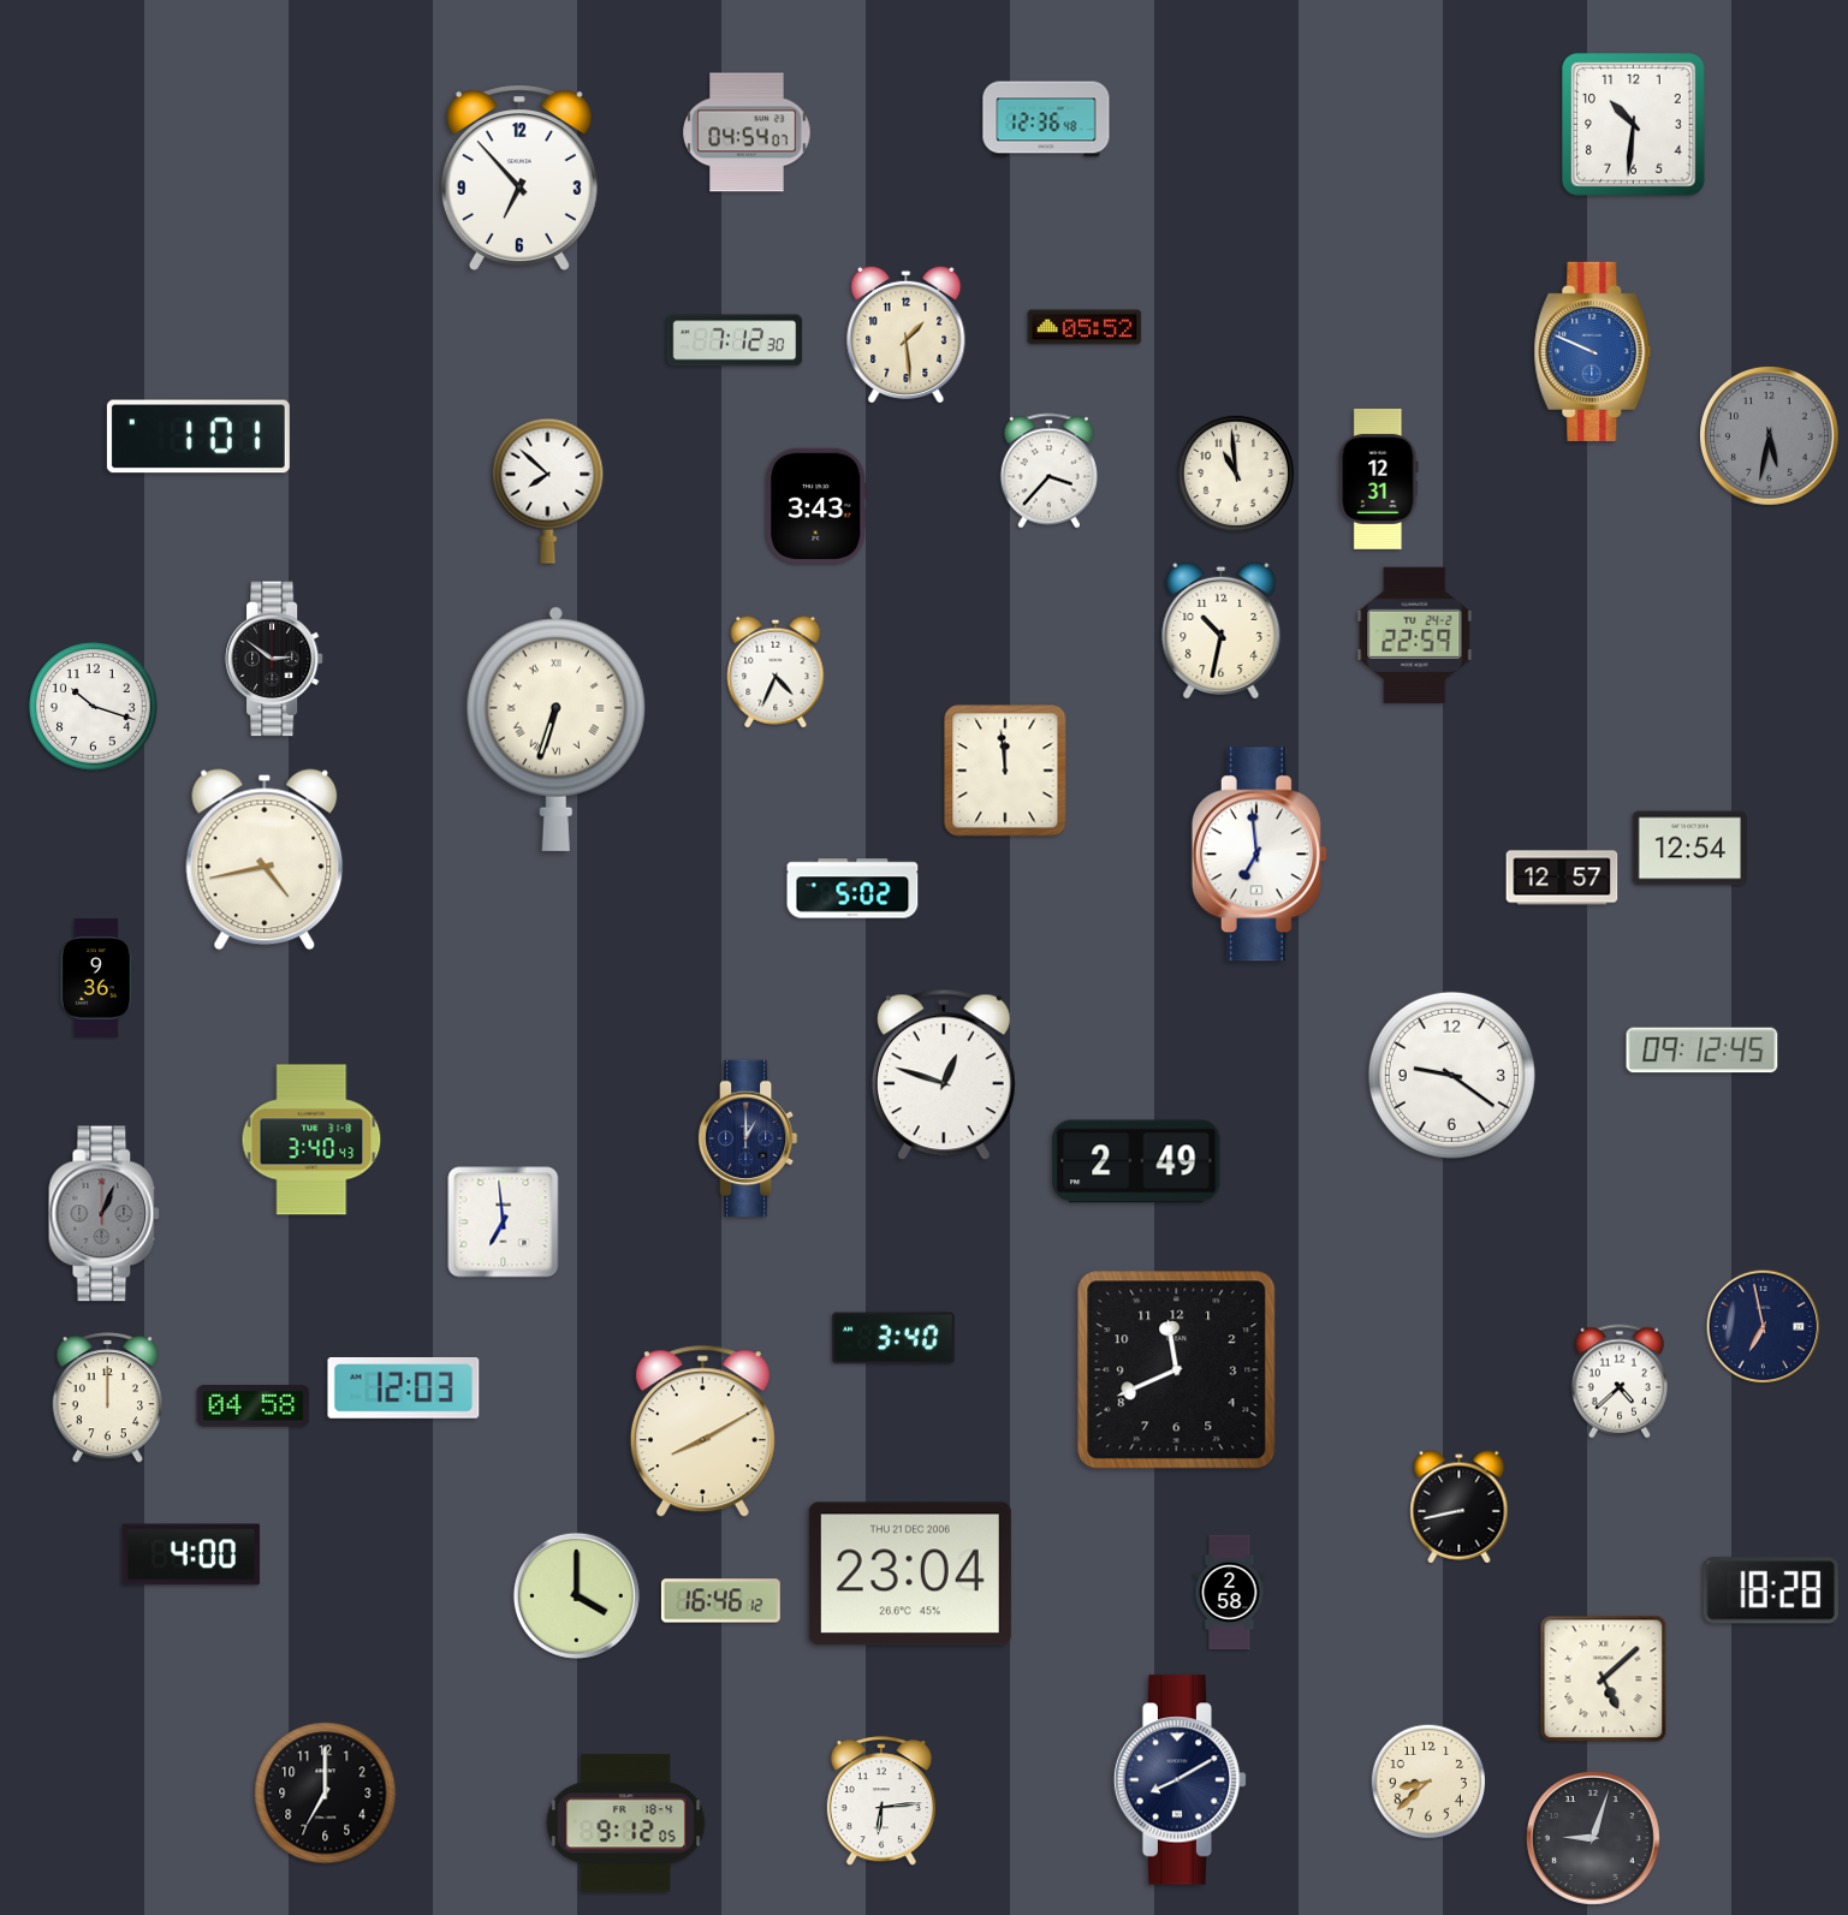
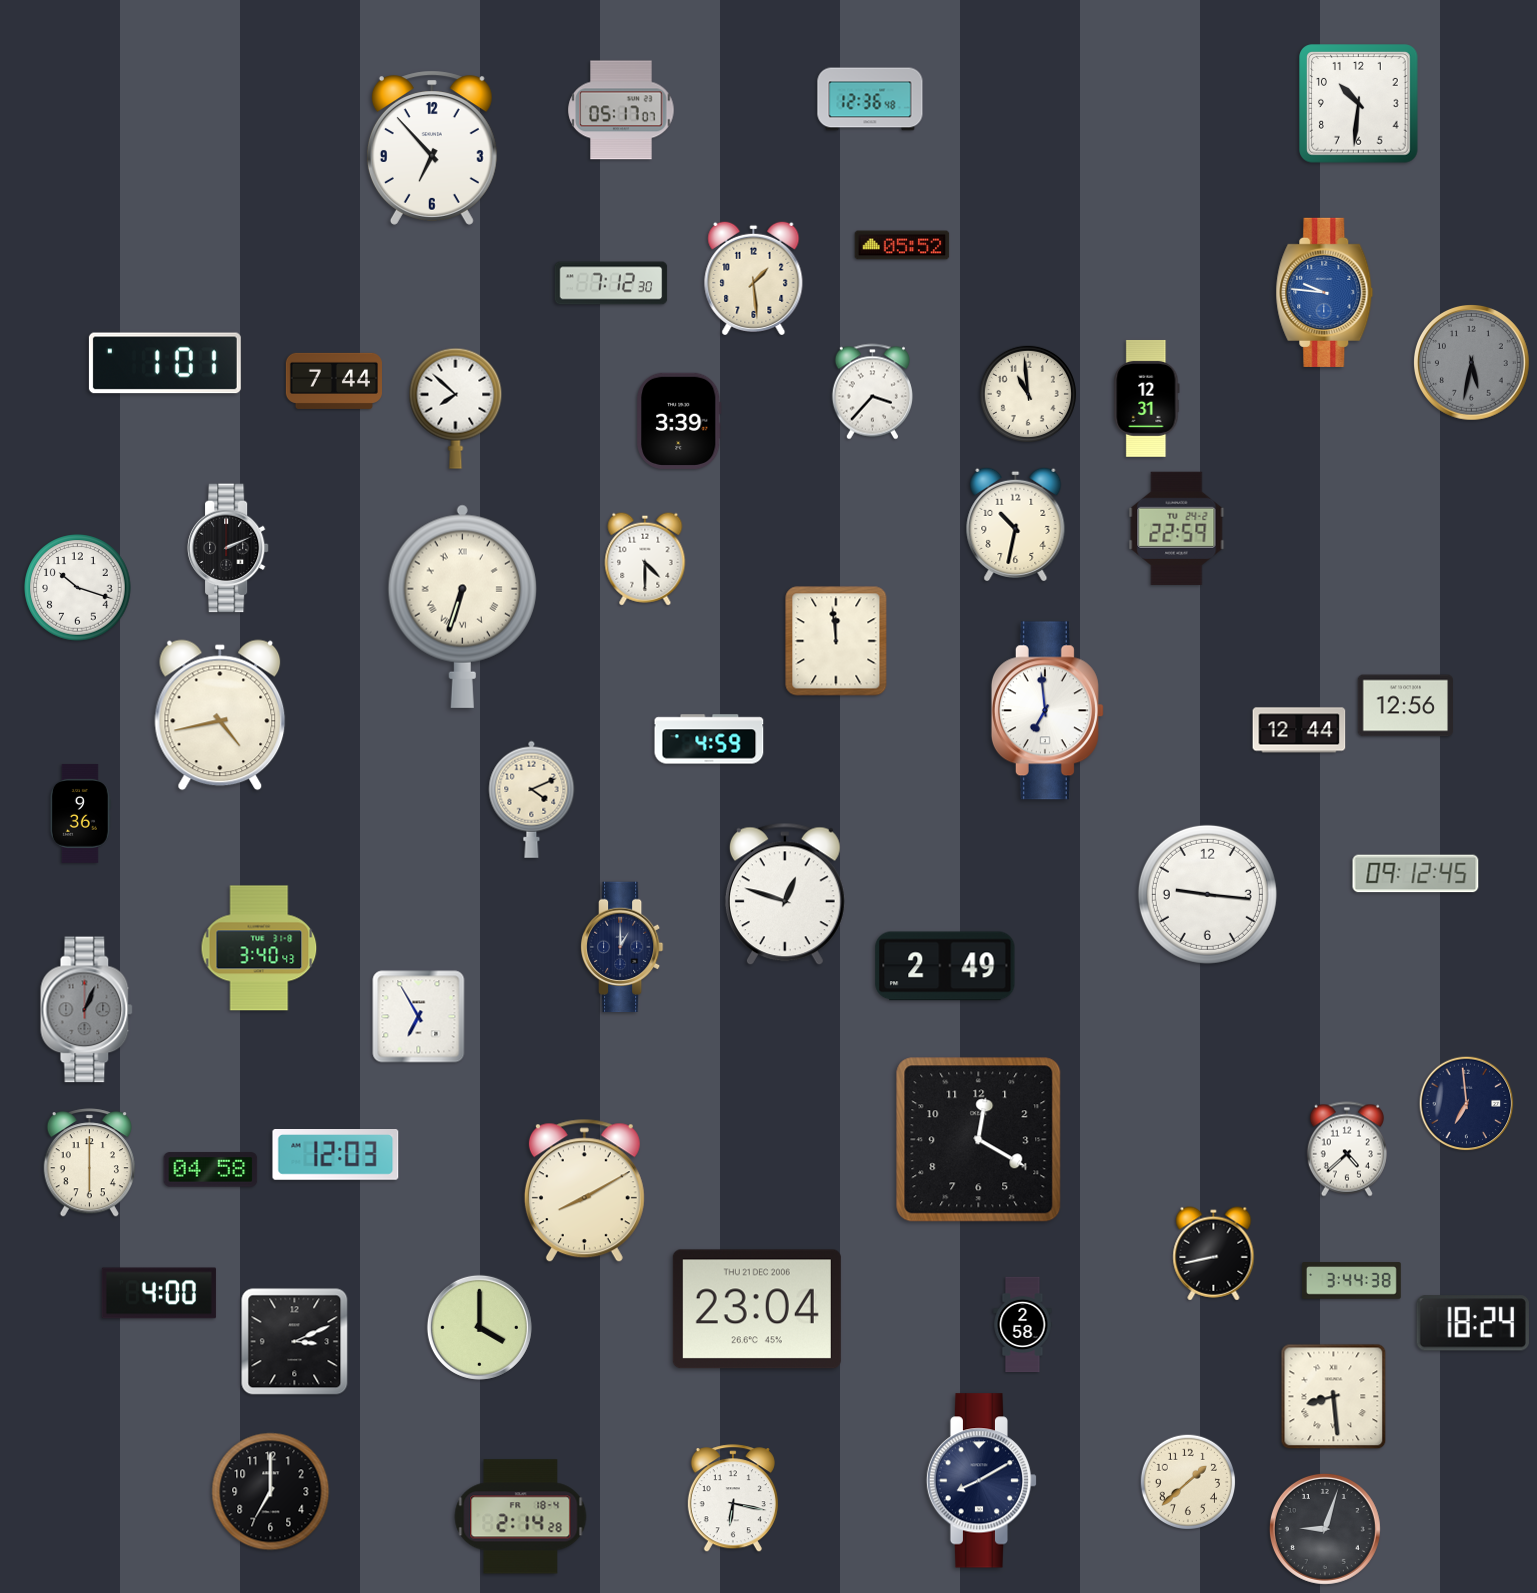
clock at (747, 132): 04:54 -> 05:17
clock at (1085, 327) position: (1085, 327) -> (902, 245)
clock at (1593, 351): 9:49 -> 9:46
clock at (333, 381): none -> 7:44
clock at (818, 506): 3:43 -> 3:39
clock at (274, 659): 2:51 -> 2:11
clock at (776, 672): 4:34 -> 4:30
clock at (1690, 849): 12:54 -> 12:56
clock at (1562, 878): 12:57 -> 12:44
clock at (852, 888): 5:02 -> 4:59
clock at (532, 799): none -> 4:11
clock at (1451, 1075): 9:21 -> 9:16
clock at (504, 1223): 6:59 -> 6:55
clock at (1764, 1327): 6:58 -> 6:59
clock at (893, 1338): 3:40 -> none
clock at (1177, 1370): 11:41 -> 12:20
clock at (107, 1398): 12:00 -> 6:00
clock at (1351, 1281): none -> 3:44
clock at (1771, 1590): 18:28 -> 18:24
clock at (720, 1601): 16:46 -> none
clock at (295, 1342): none -> 3:11
clock at (1604, 1679): 5:08 -> 8:29
clock at (1427, 1780): 8:38 -> 1:38
clock at (881, 1802): 6:14 -> 6:17
clock at (626, 1824): 9:12 -> 2:14
